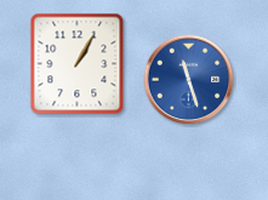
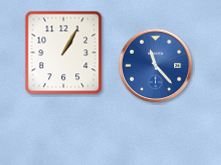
clock at (189, 80): 11:27 -> 11:23
